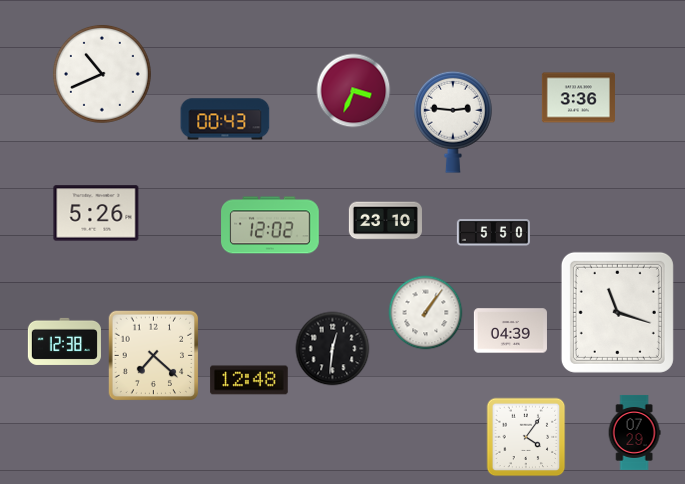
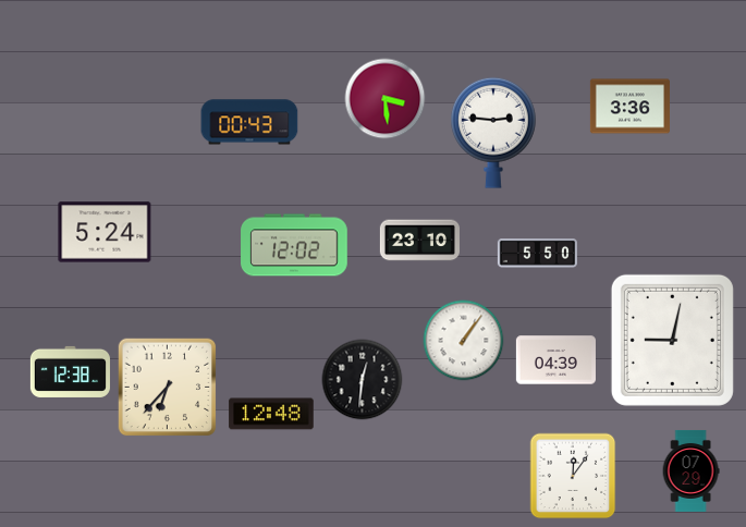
clock at (102, 74): 10:41 -> none
clock at (354, 91): 3:34 -> 3:29
clock at (225, 119) position: (225, 119) -> (249, 122)
clock at (96, 213): 5:26 -> 5:24
clock at (617, 312): 11:18 -> 9:02
clock at (154, 356): 7:22 -> 6:37
clock at (526, 437): 4:06 -> 12:06
